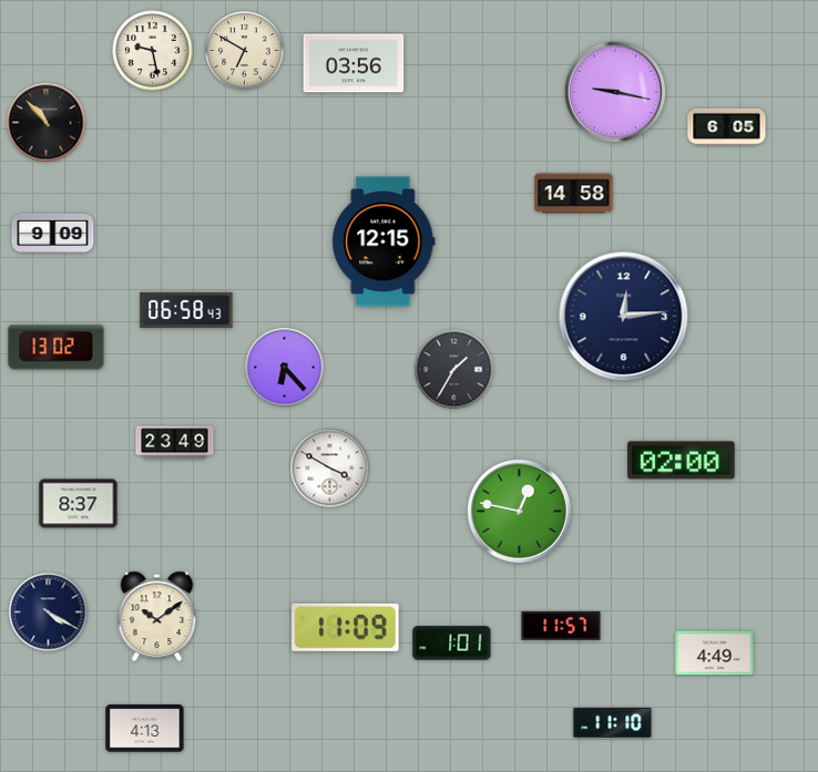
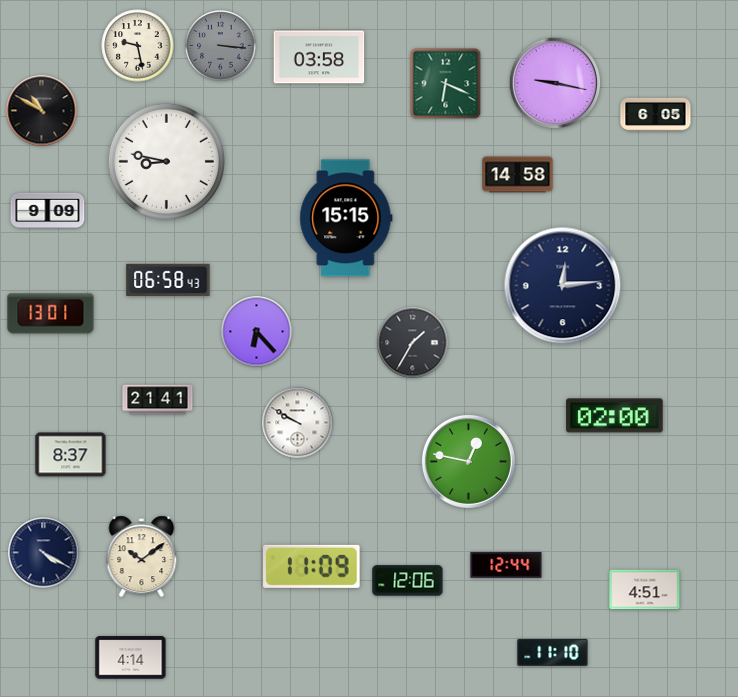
clock at (245, 51): 6:50 -> 3:16
clock at (245, 51) dial: cream -> grey
clock at (354, 63): 03:56 -> 03:58
clock at (446, 84): none -> 6:19
clock at (47, 123): 10:53 -> 10:50
clock at (166, 161): none -> 8:47
clock at (384, 241): 12:15 -> 15:15
clock at (57, 348): 13:02 -> 13:01
clock at (454, 370) position: (454, 370) -> (413, 343)
clock at (175, 443): 23:49 -> 21:41
clock at (330, 469): 3:50 -> 9:50
clock at (561, 626): 11:57 -> 12:44
clock at (452, 644): 1:01 -> 12:06
clock at (715, 653): 4:49 -> 4:51
clock at (145, 729): 4:13 -> 4:14
